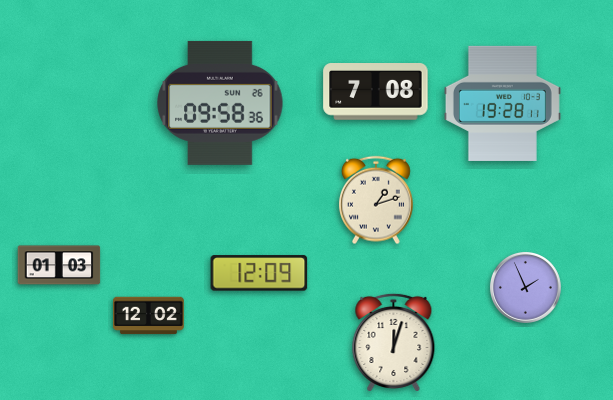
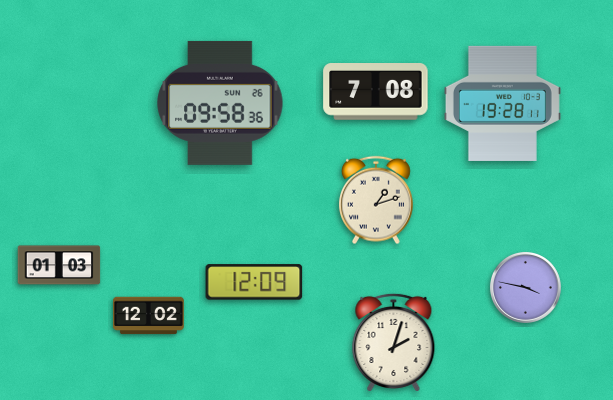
clock at (259, 273) position: (259, 273) -> (254, 282)
clock at (526, 288): 1:56 -> 3:47
clock at (394, 342): 12:03 -> 2:03
